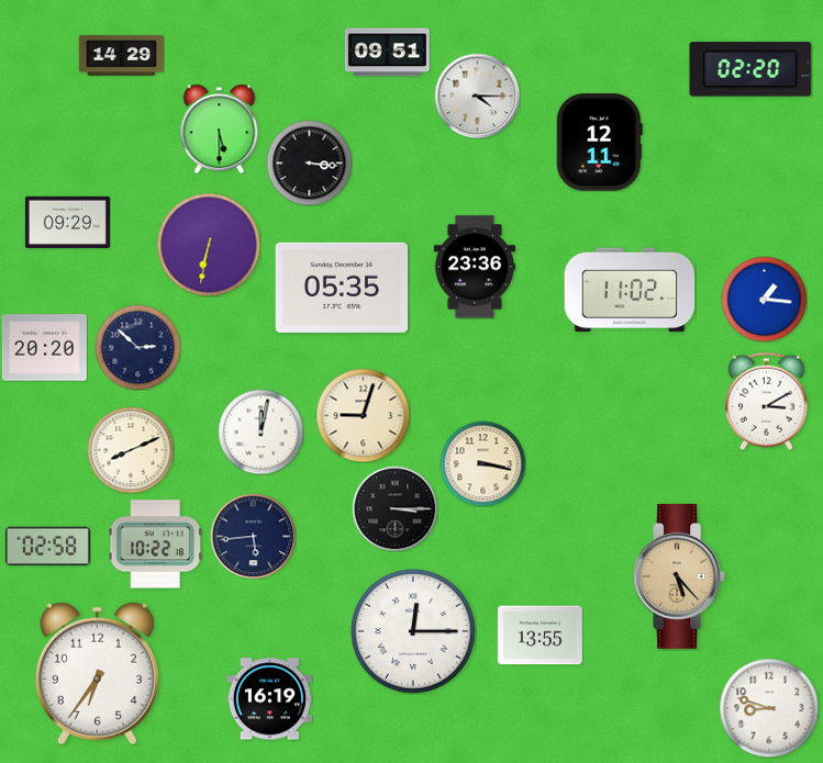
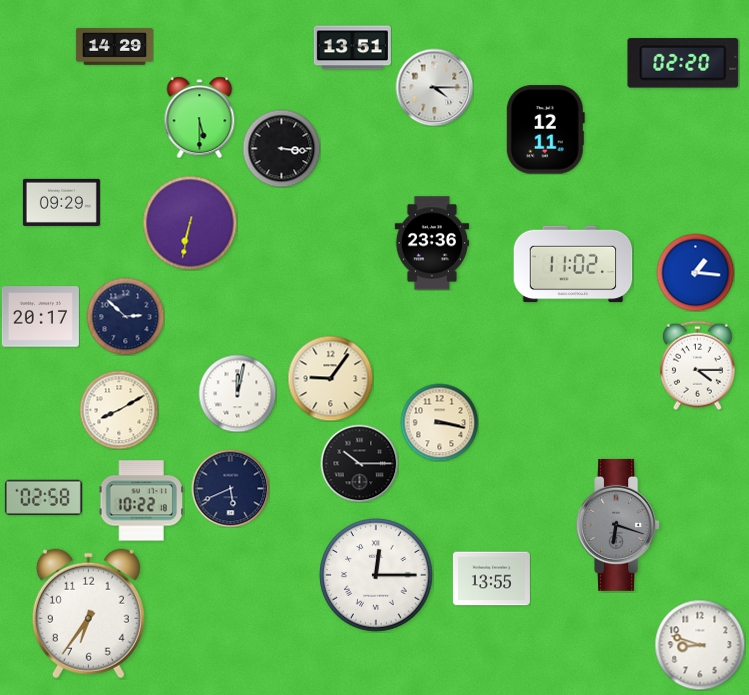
clock at (387, 53): 09:51 -> 13:51
clock at (121, 56) position: (121, 56) -> (114, 47)
clock at (342, 288): 05:35 -> none
clock at (44, 348): 20:20 -> 20:17
clock at (766, 401): 3:10 -> 4:15
clock at (363, 415): 9:03 -> 9:06
clock at (131, 450): 8:11 -> 8:10
clock at (394, 508): 3:15 -> 10:15
clock at (253, 536): 5:44 -> 5:41
clock at (155, 545) position: (155, 545) -> (141, 501)
clock at (680, 576): 5:23 -> 6:18
clock at (680, 576) dial: champagne -> grey
clock at (269, 699): 16:19 -> none
